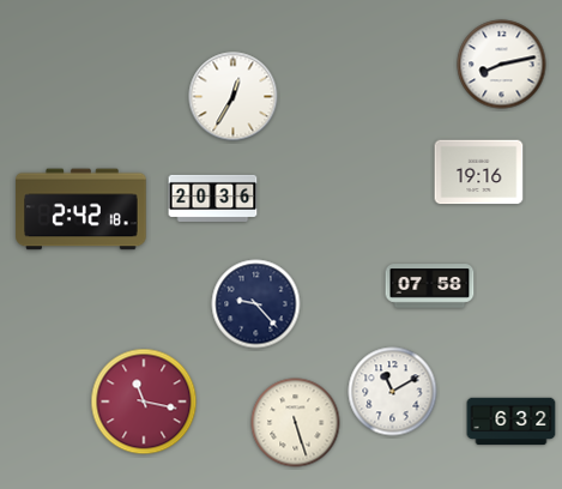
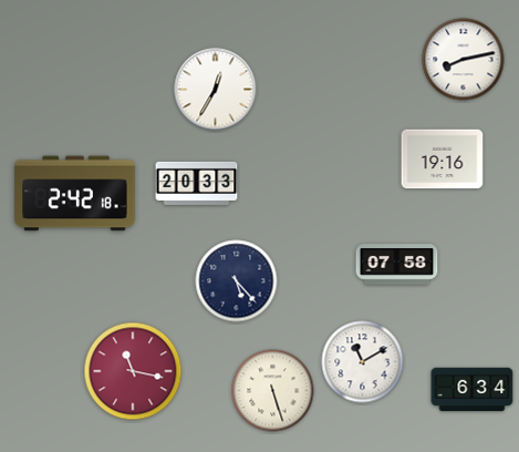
clock at (213, 198): 20:36 -> 20:33
clock at (256, 304): 9:23 -> 5:23
clock at (512, 422): 6:32 -> 6:34
